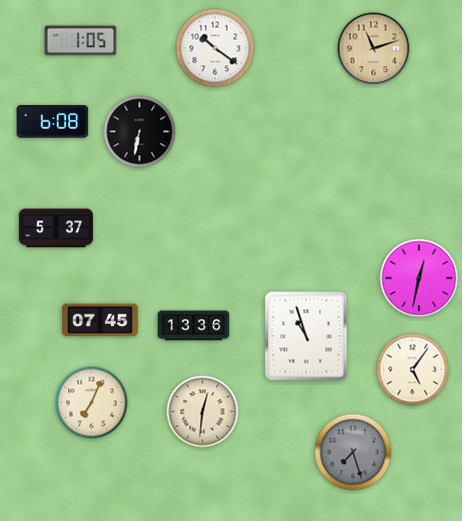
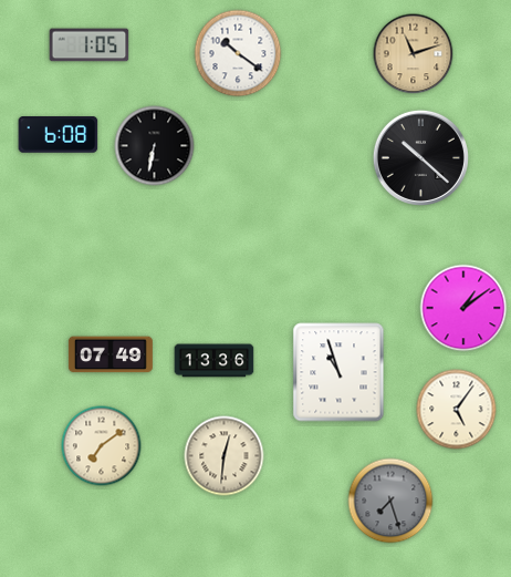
clock at (420, 157): none -> 10:22
clock at (55, 228): 5:37 -> none
clock at (419, 278): 12:32 -> 1:09
clock at (100, 320): 07:45 -> 07:49
clock at (92, 403): 7:04 -> 7:09
